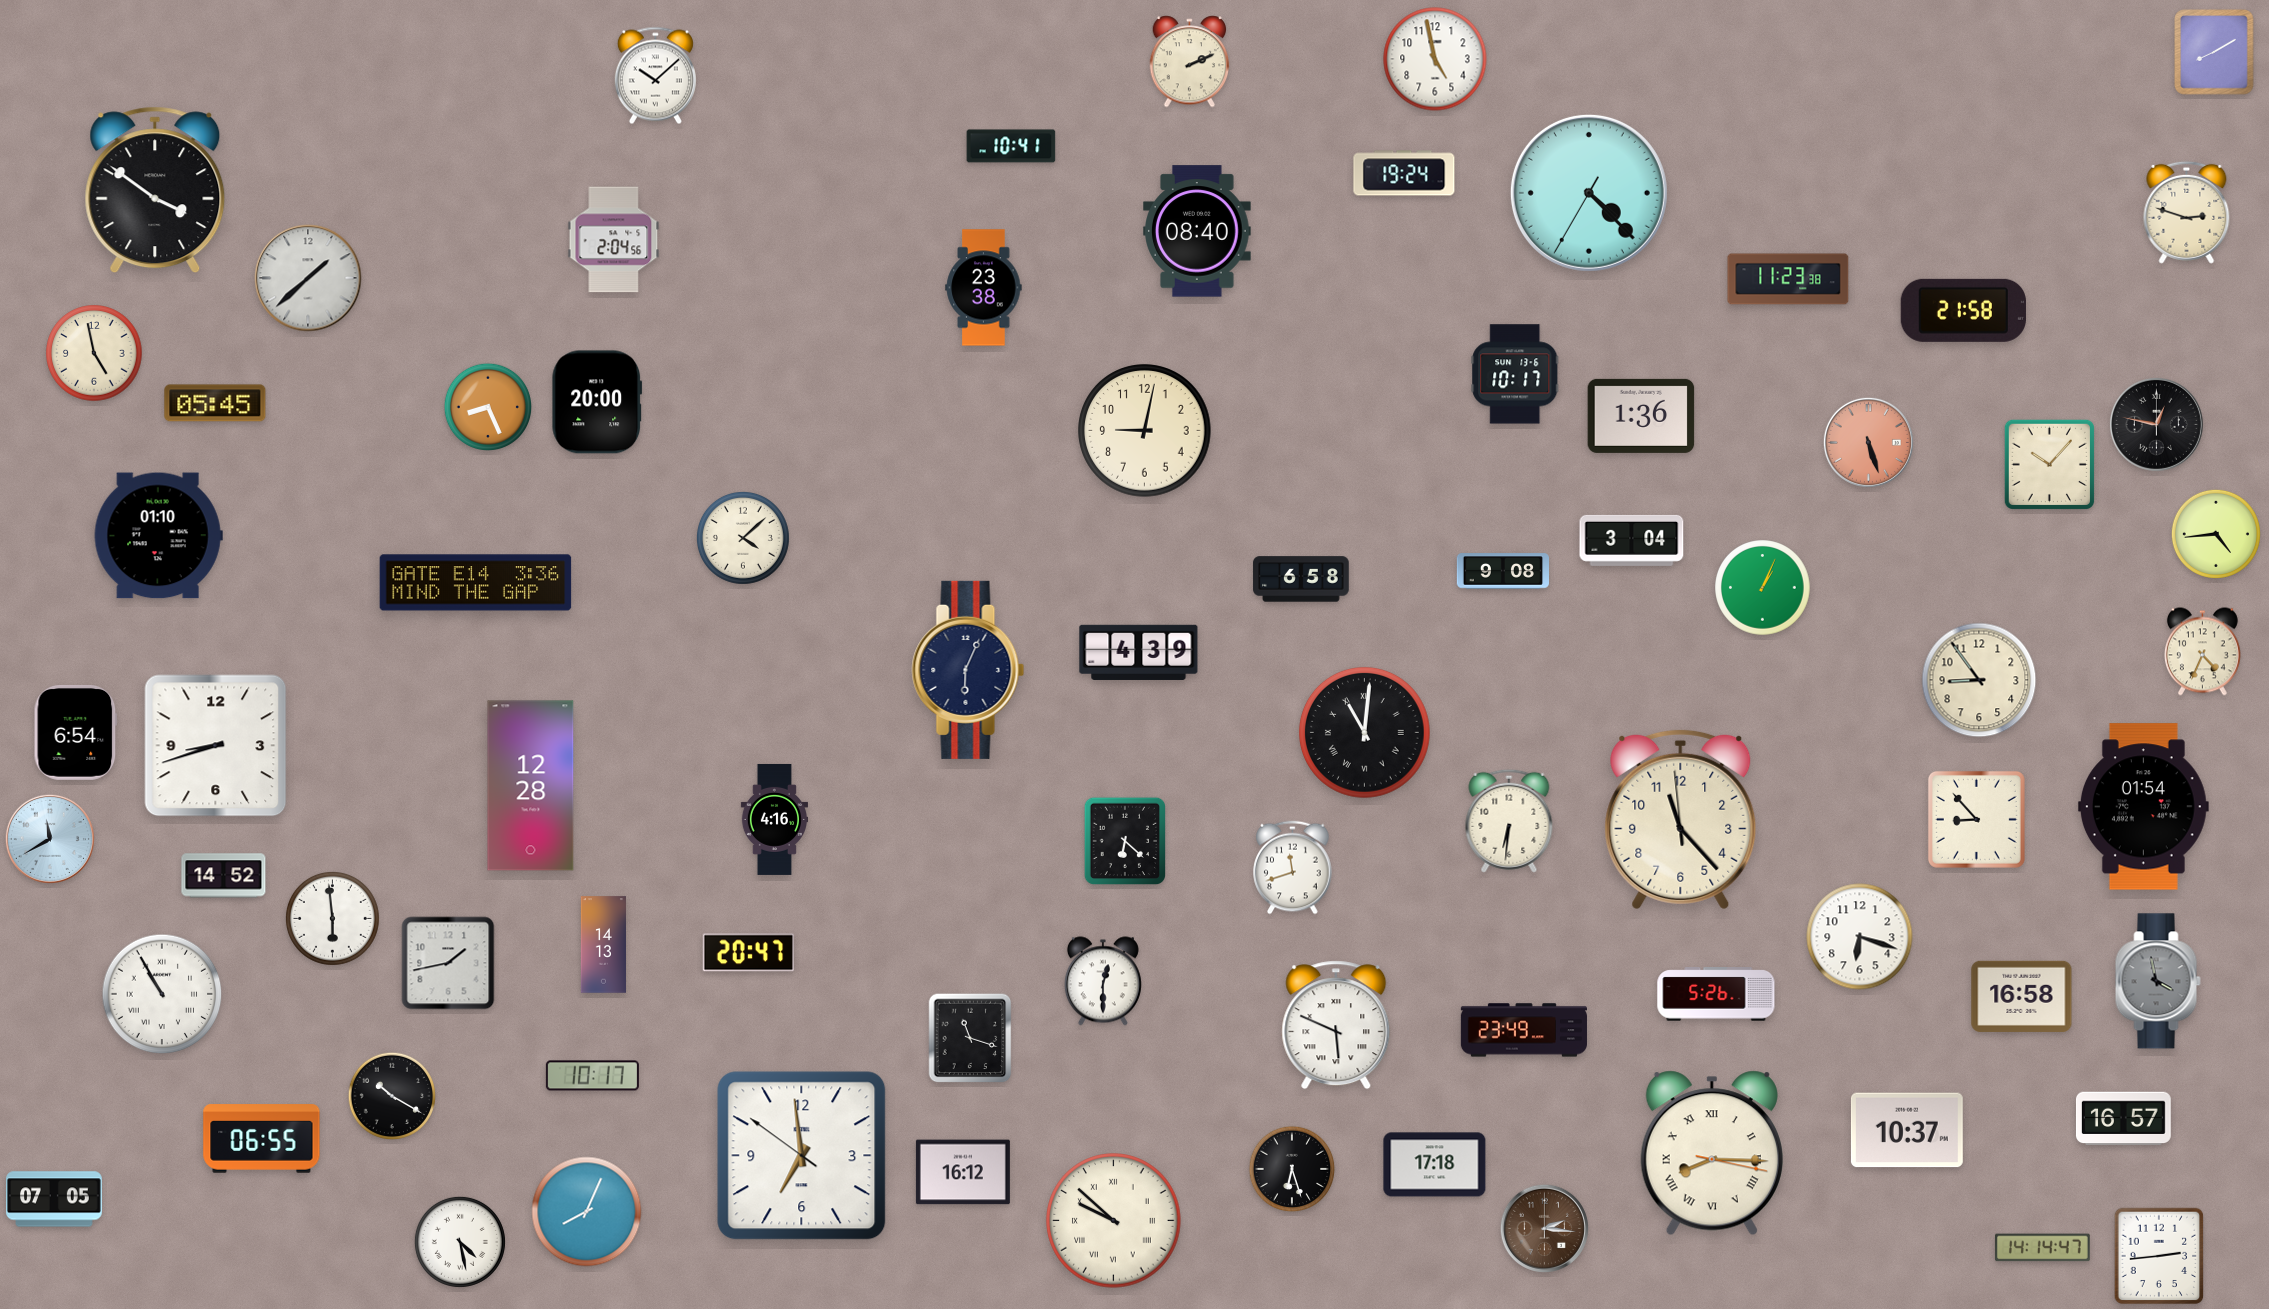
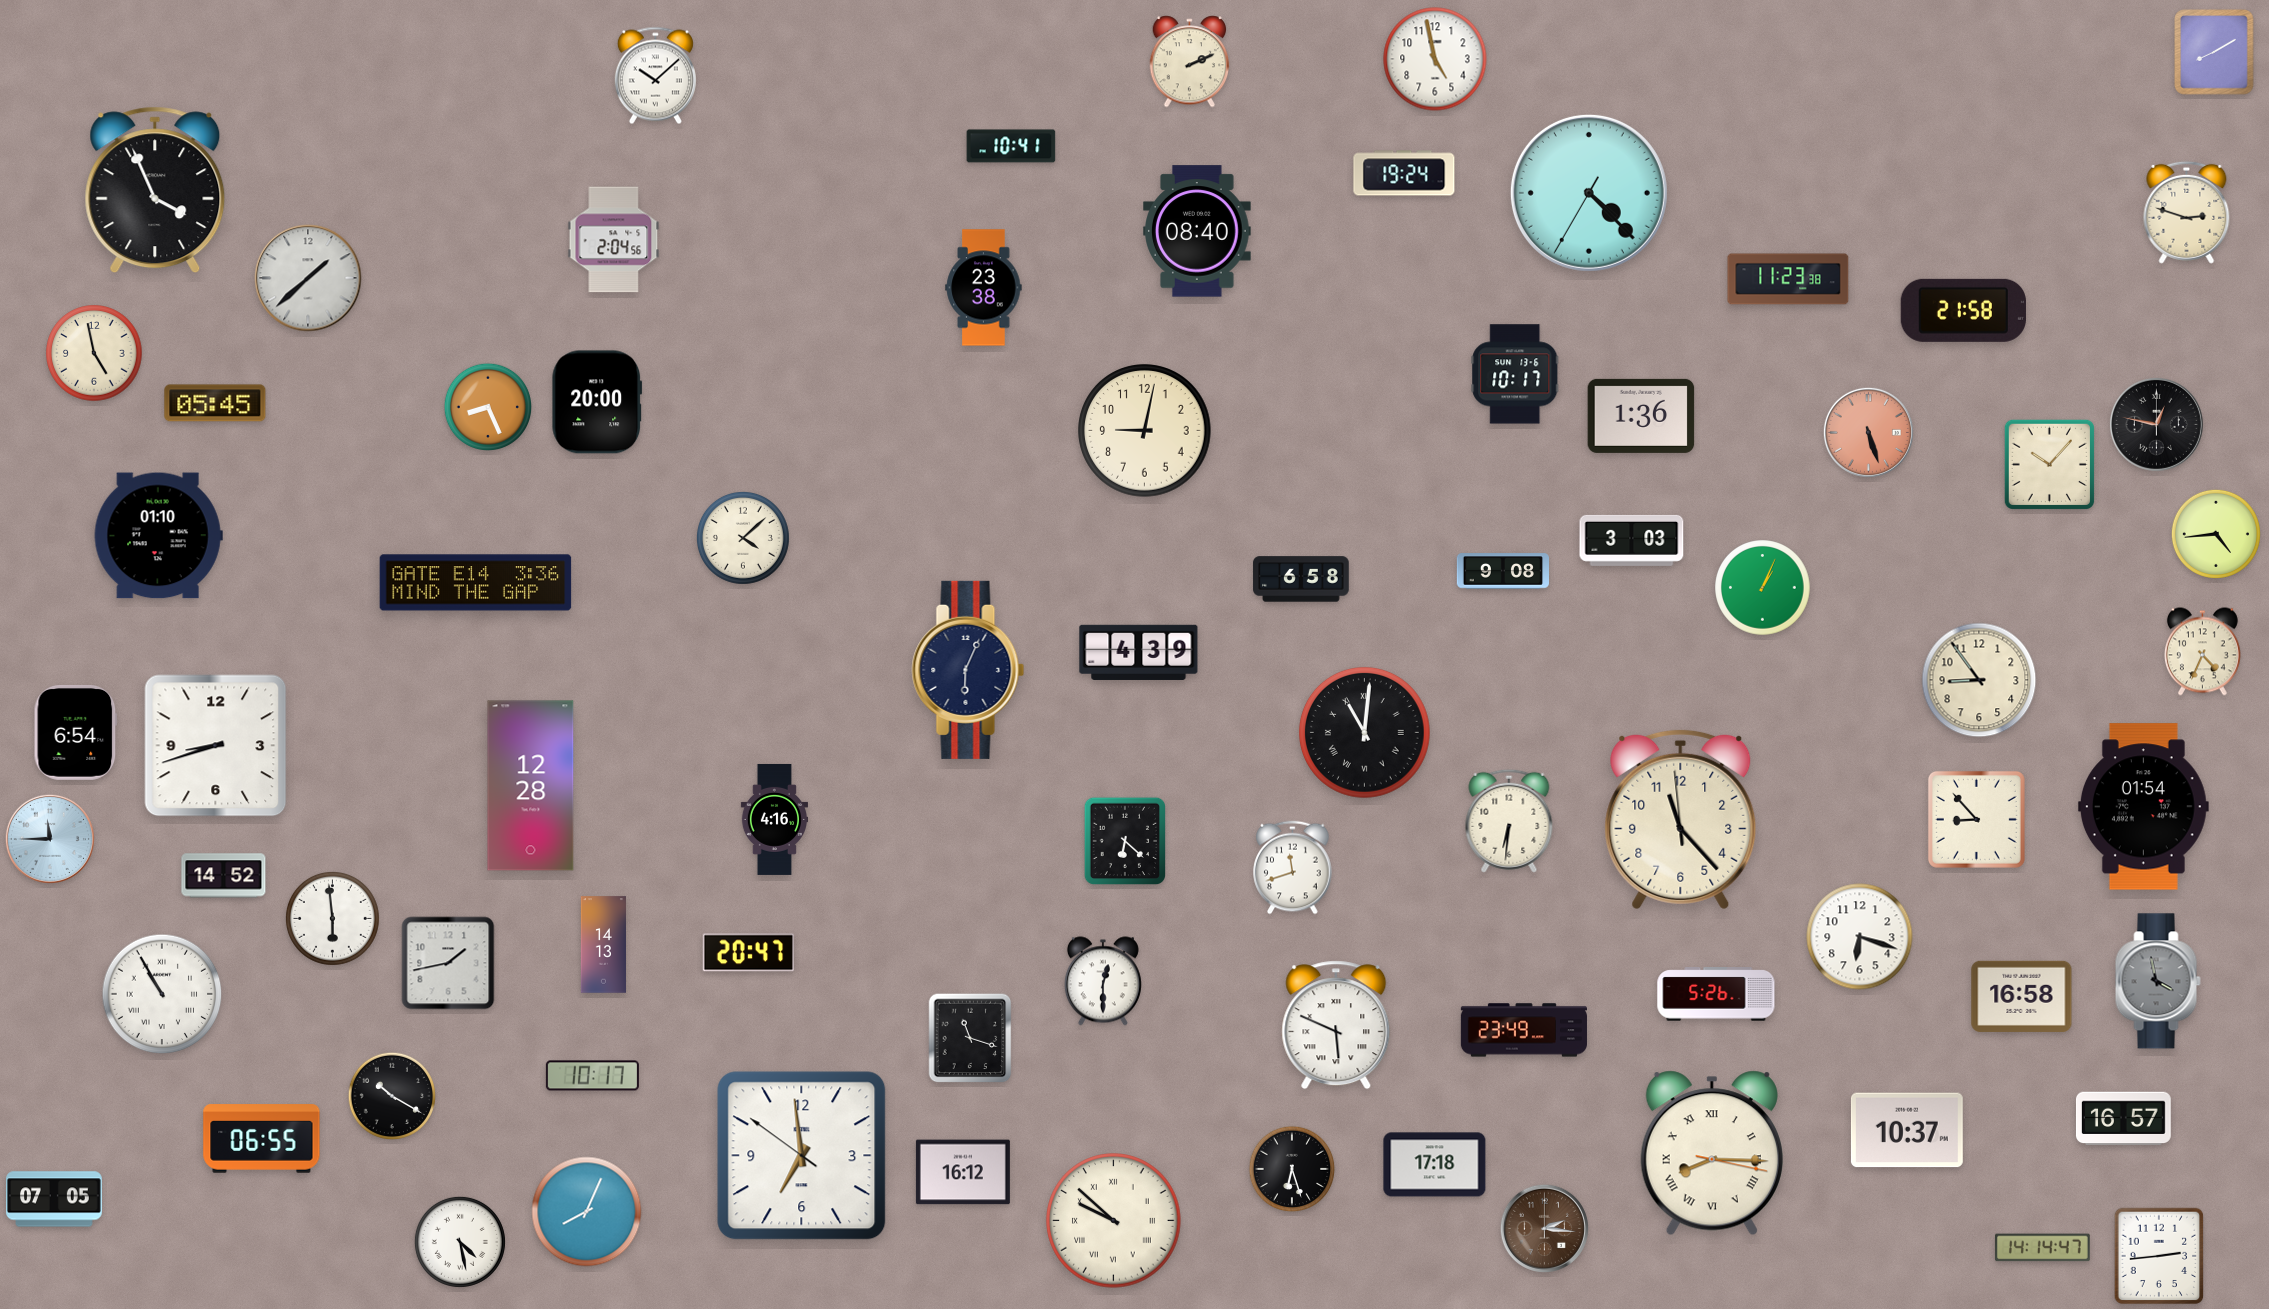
clock at (155, 190): 3:51 -> 3:56
clock at (1868, 442) position: (1868, 442) -> (1868, 432)
clock at (1632, 540): 3:04 -> 3:03
clock at (50, 839): 11:40 -> 11:45
